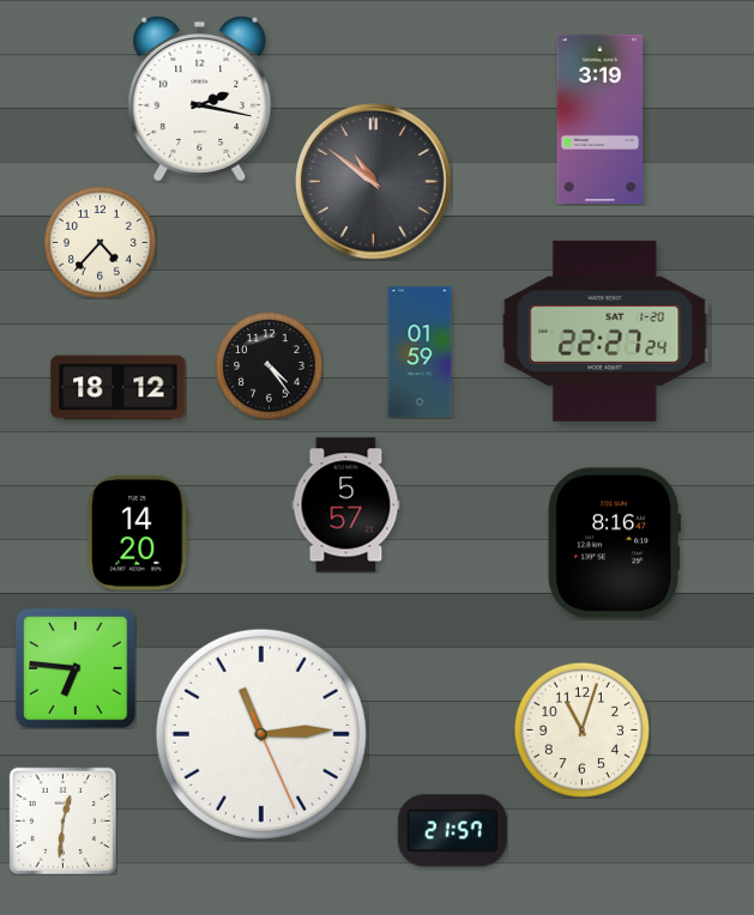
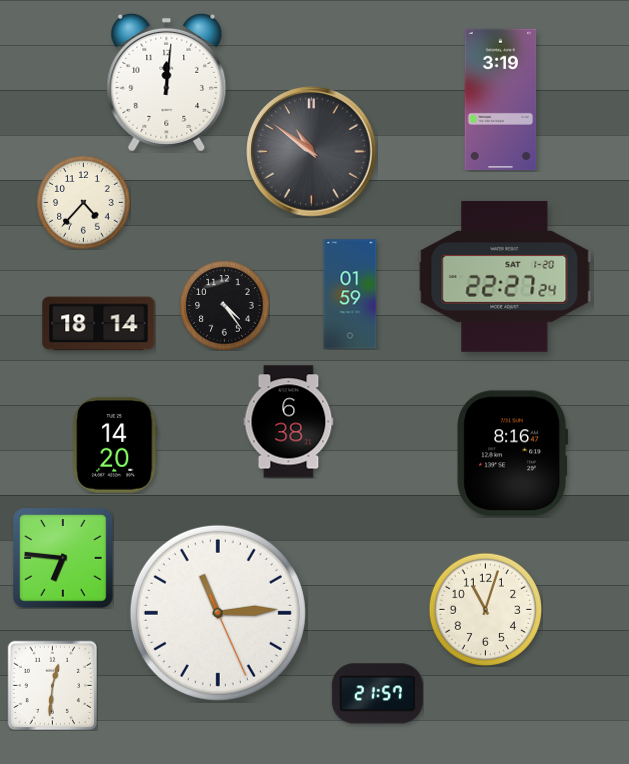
clock at (200, 98): 2:17 -> 12:01
clock at (119, 388): 18:12 -> 18:14
clock at (346, 505): 5:57 -> 6:38
